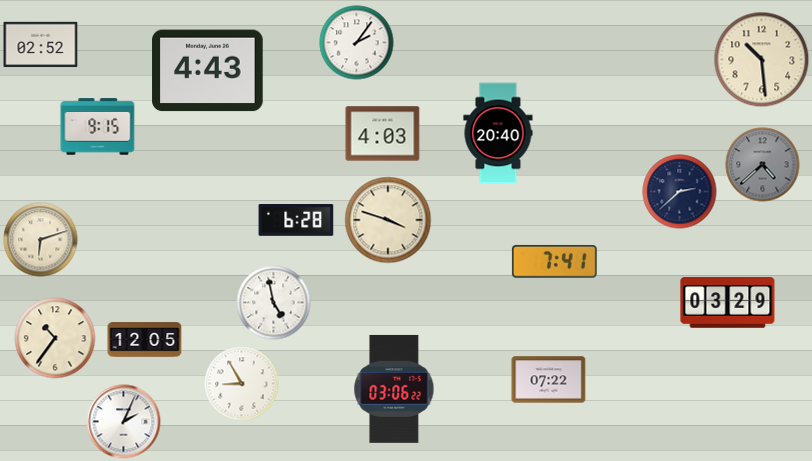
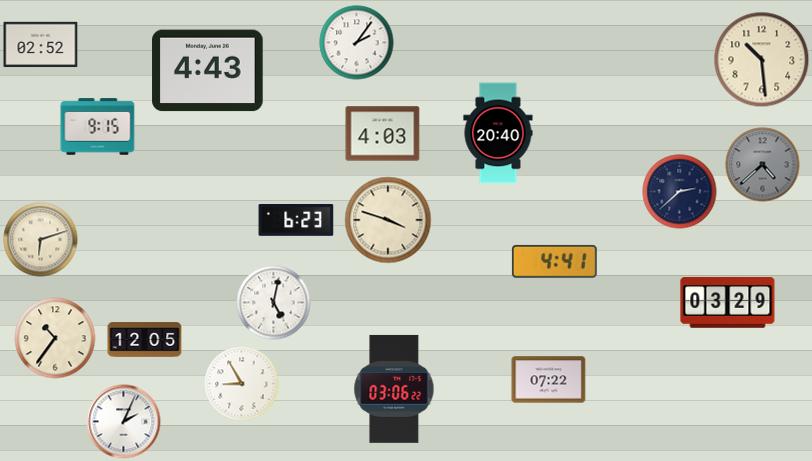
clock at (296, 221): 6:28 -> 6:23
clock at (554, 261): 7:41 -> 4:41
clock at (274, 303): 4:58 -> 5:02
